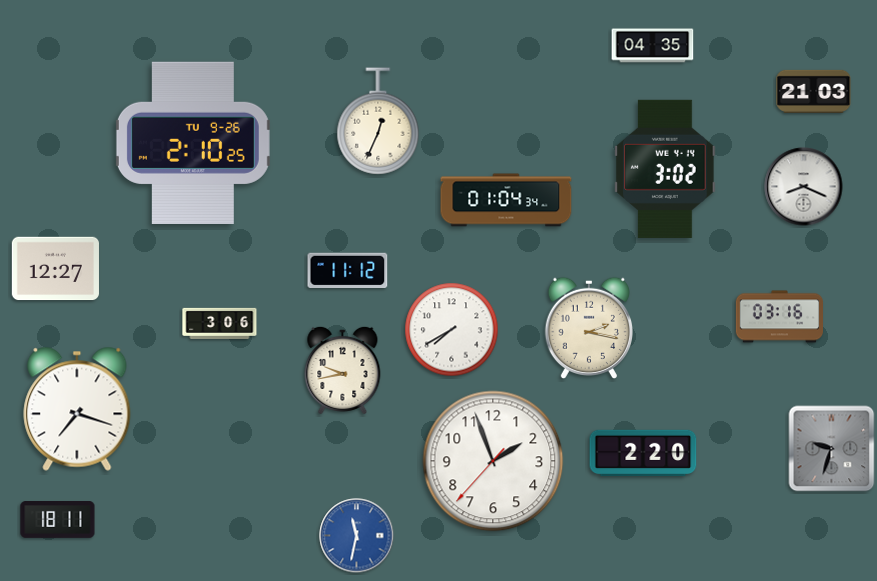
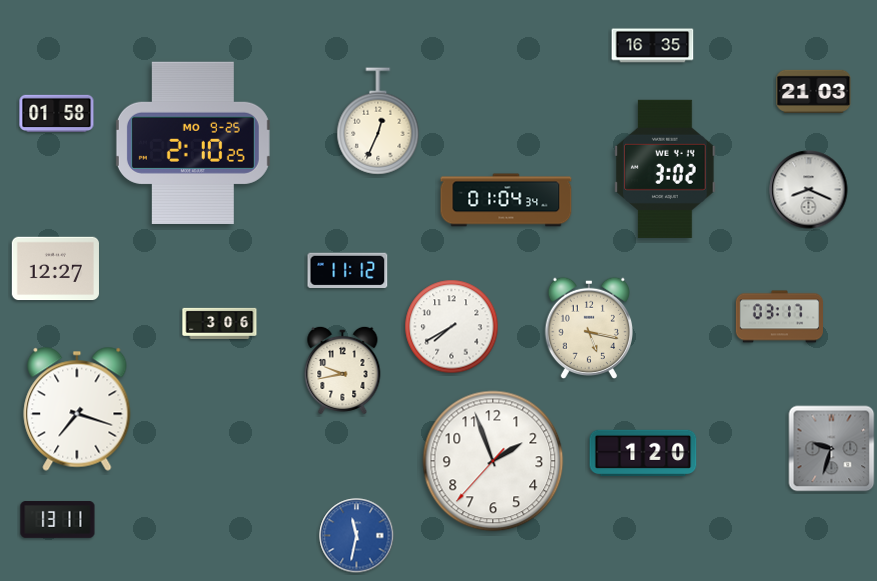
clock at (653, 46): 04:35 -> 16:35
clock at (57, 113): none -> 01:58
clock at (193, 143) date: TU 9-26 -> MO 9-25
clock at (804, 187) position: (804, 187) -> (809, 190)
clock at (779, 317): 03:16 -> 03:17
clock at (589, 327): 2:17 -> 5:17
clock at (452, 330) position: (452, 330) -> (452, 327)
clock at (643, 453): 2:20 -> 1:20
clock at (58, 520): 18:11 -> 13:11
